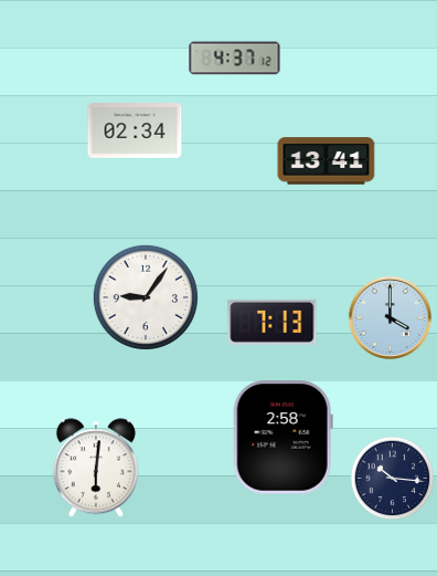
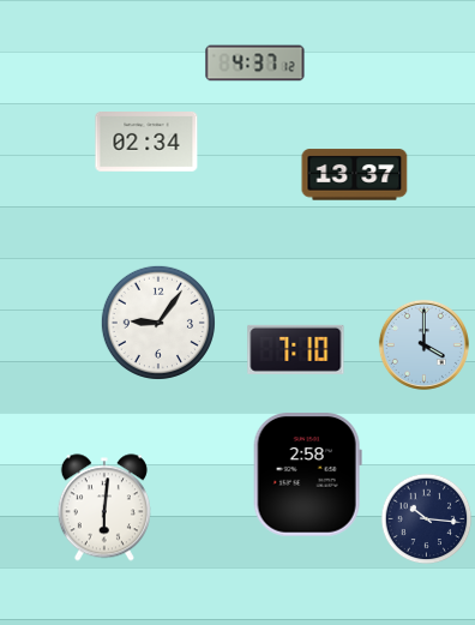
clock at (327, 161): 13:41 -> 13:37
clock at (273, 322): 7:13 -> 7:10
